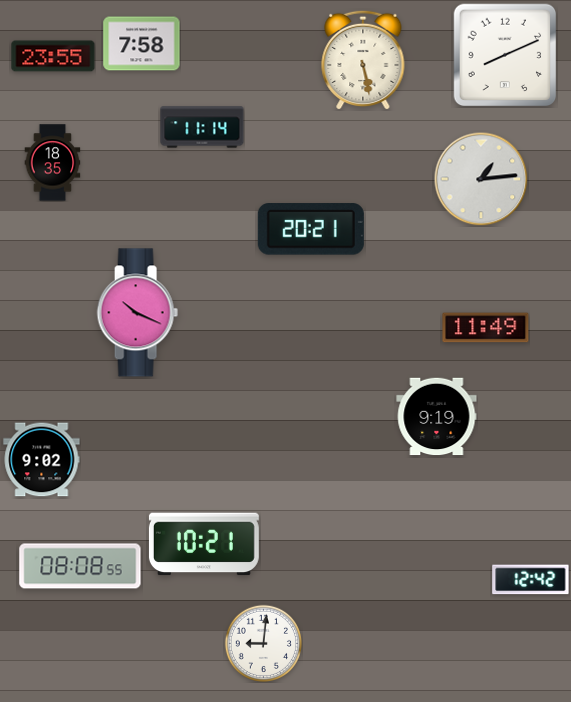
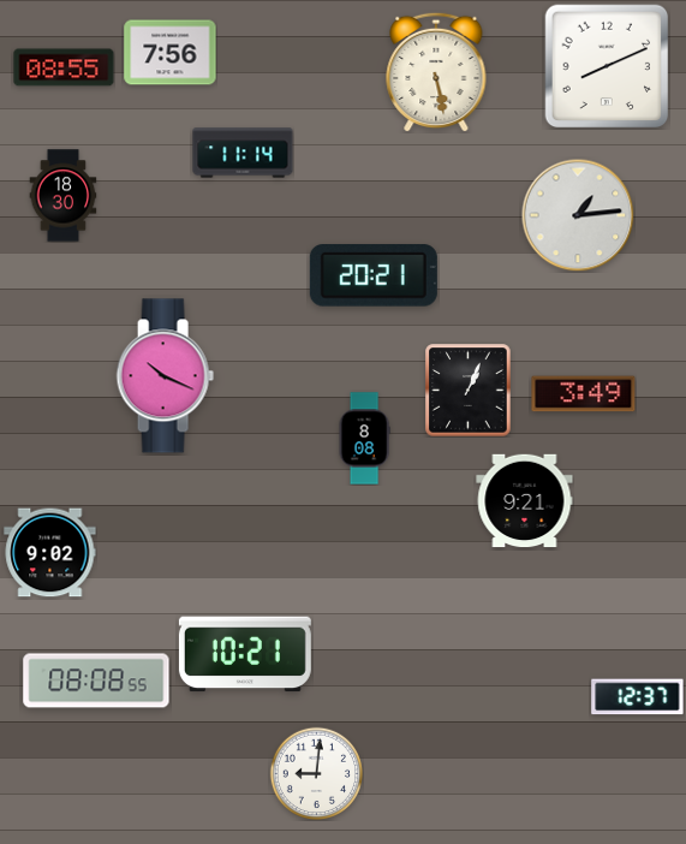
clock at (142, 44): 7:58 -> 7:56
clock at (53, 56): 23:55 -> 08:55
clock at (53, 163): 18:35 -> 18:30
clock at (469, 391): none -> 1:04
clock at (486, 328): 11:49 -> 3:49
clock at (364, 439): none -> 8:08
clock at (437, 417): 9:19 -> 9:21
clock at (531, 580): 12:42 -> 12:37
